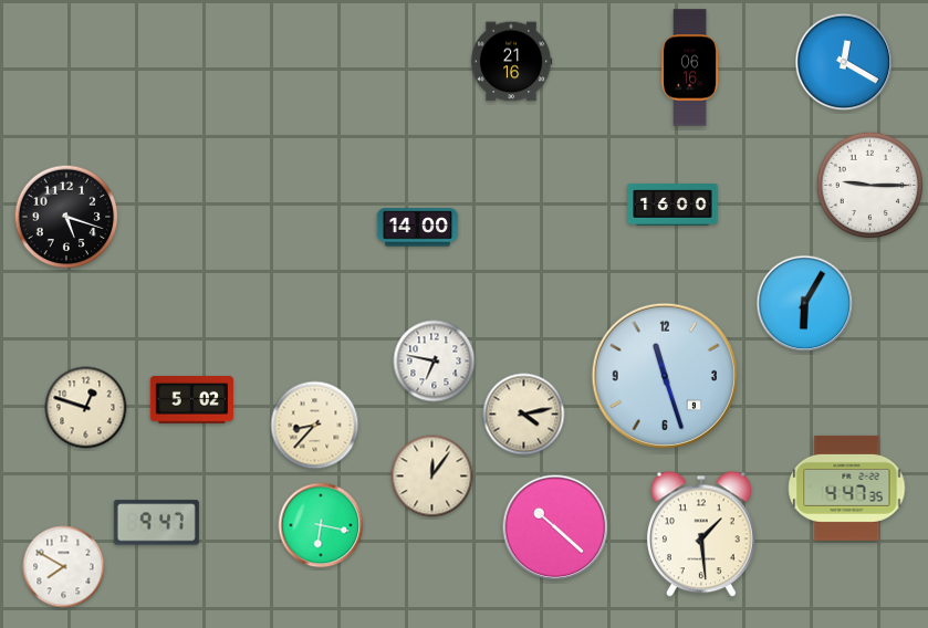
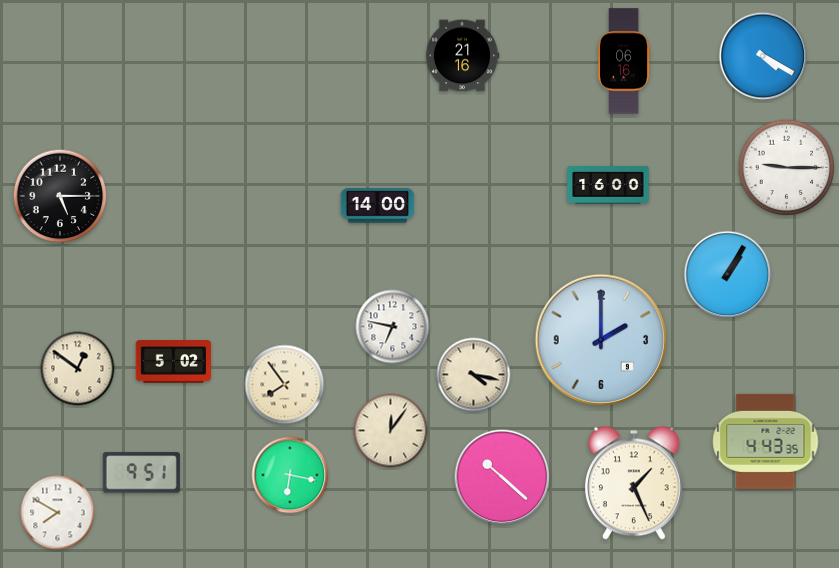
clock at (844, 62): 12:20 -> 4:20
clock at (66, 217): 5:18 -> 5:15
clock at (805, 304): 6:05 -> 1:05
clock at (665, 376): 11:27 -> 2:00
clock at (86, 408): 12:48 -> 12:51
clock at (524, 415): 4:13 -> 4:17
clock at (315, 426): 8:37 -> 7:54
clock at (847, 488): 4:47 -> 4:43
clock at (156, 523): 9:47 -> 9:51
clock at (701, 534): 1:29 -> 1:26
